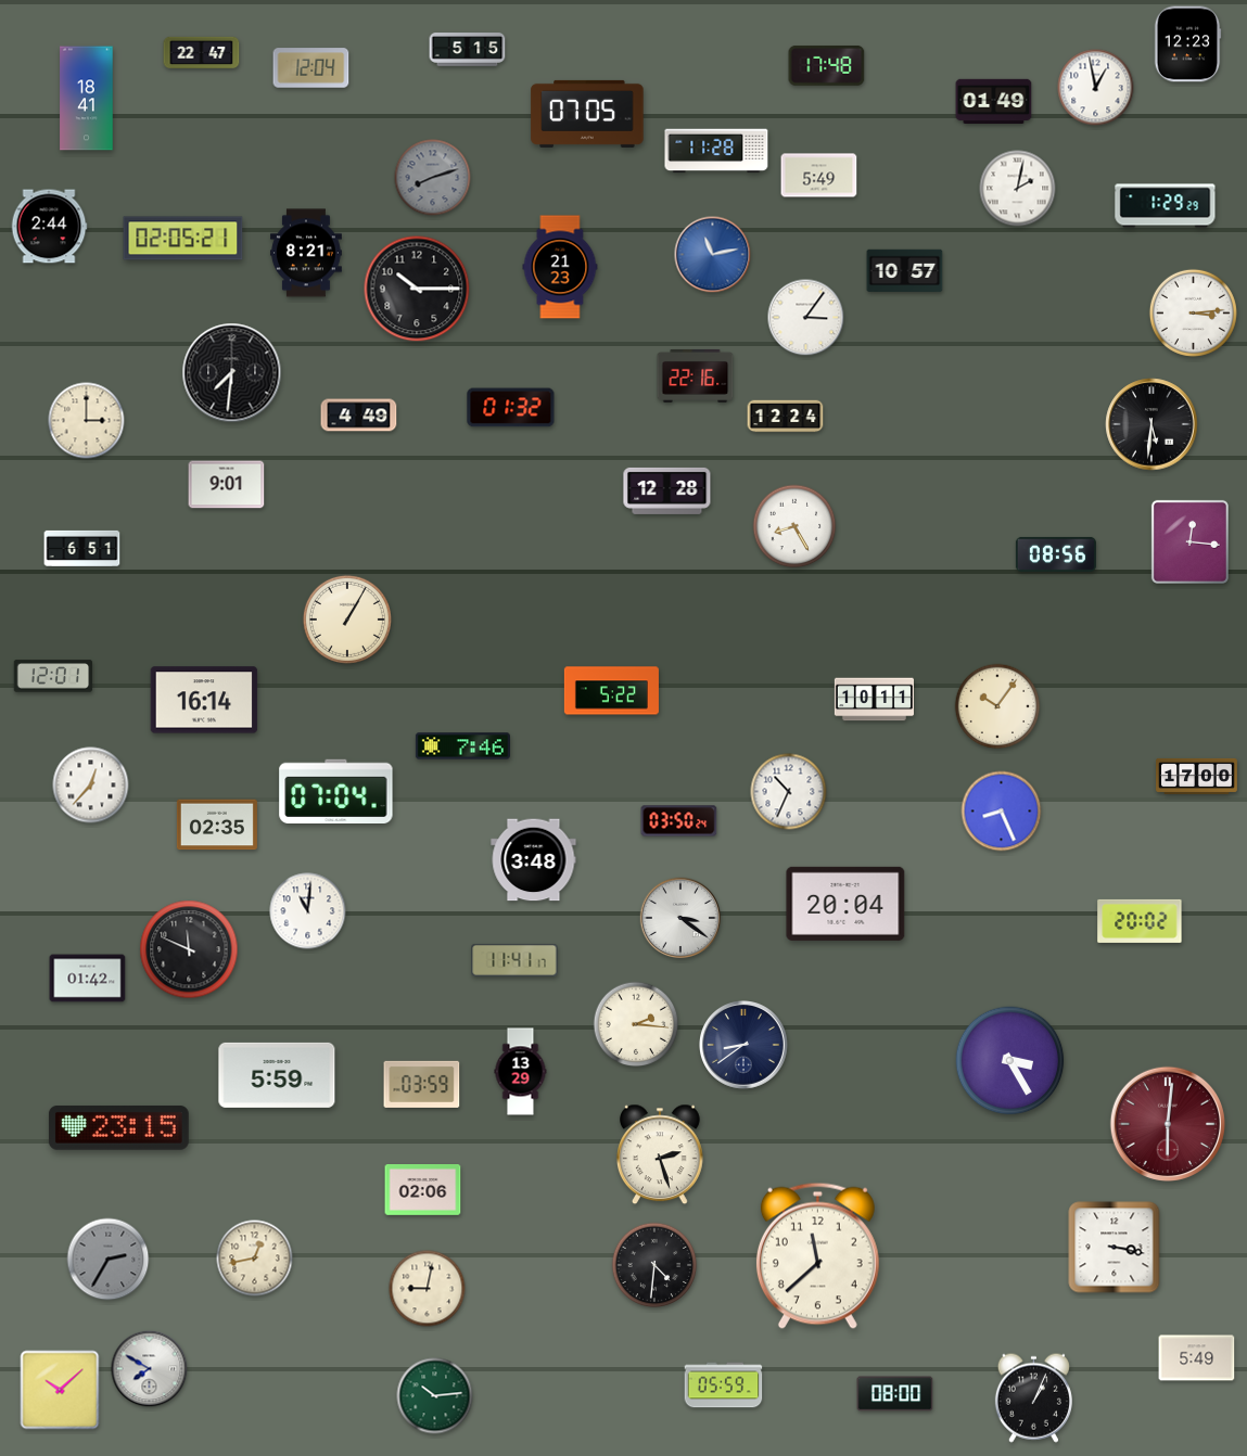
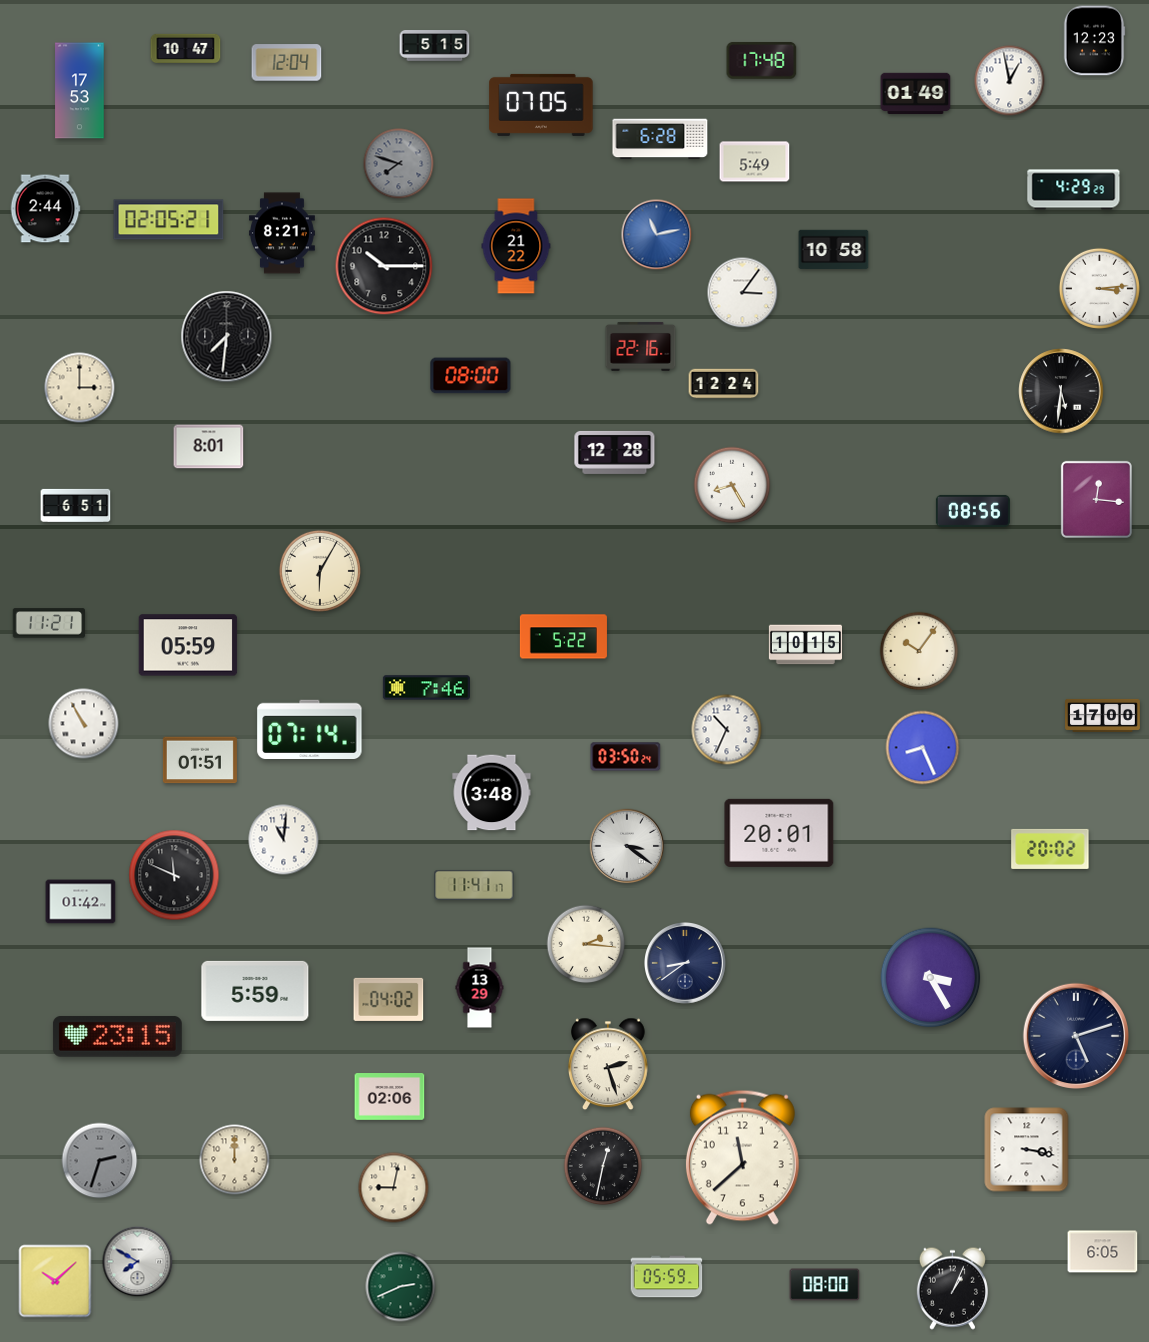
clock at (468, 50) position: (468, 50) -> (435, 46)
clock at (202, 53): 22:47 -> 10:47
clock at (87, 99): 18:41 -> 17:53
clock at (716, 151): 11:28 -> 6:28
clock at (433, 178): 8:12 -> 7:48
clock at (1018, 189): 2:02 -> none
clock at (1166, 206): 1:29 -> 4:29
clock at (560, 267): 21:23 -> 21:22
clock at (905, 271): 10:57 -> 10:58
clock at (232, 373) position: (232, 373) -> (227, 337)
clock at (511, 408): 01:32 -> 08:00
clock at (359, 416): 4:49 -> none
clock at (227, 485): 9:01 -> 8:01
clock at (347, 620): 1:05 -> 6:05
clock at (53, 676): 12:01 -> 11:21
clock at (204, 700): 16:14 -> 05:59
clock at (874, 700): 10:11 -> 10:15
clock at (91, 786): 12:37 -> 10:55
clock at (336, 791): 07:04 -> 07:14
clock at (217, 825): 02:35 -> 01:51
clock at (845, 904): 20:04 -> 20:01
clock at (422, 1084): 03:59 -> 04:02
clock at (1167, 1123): 6:01 -> 5:12
clock at (1167, 1123) dial: burgundy -> navy
clock at (118, 1128) position: (118, 1128) -> (117, 1037)
clock at (817, 1255) position: (817, 1255) -> (742, 1157)
clock at (255, 1259): 12:43 -> 12:00
clock at (109, 1260): 2:35 -> 2:33
clock at (654, 1265): 4:31 -> 12:32
clock at (1197, 1358): 5:49 -> 6:05
clock at (435, 1396): 10:14 -> 2:41
